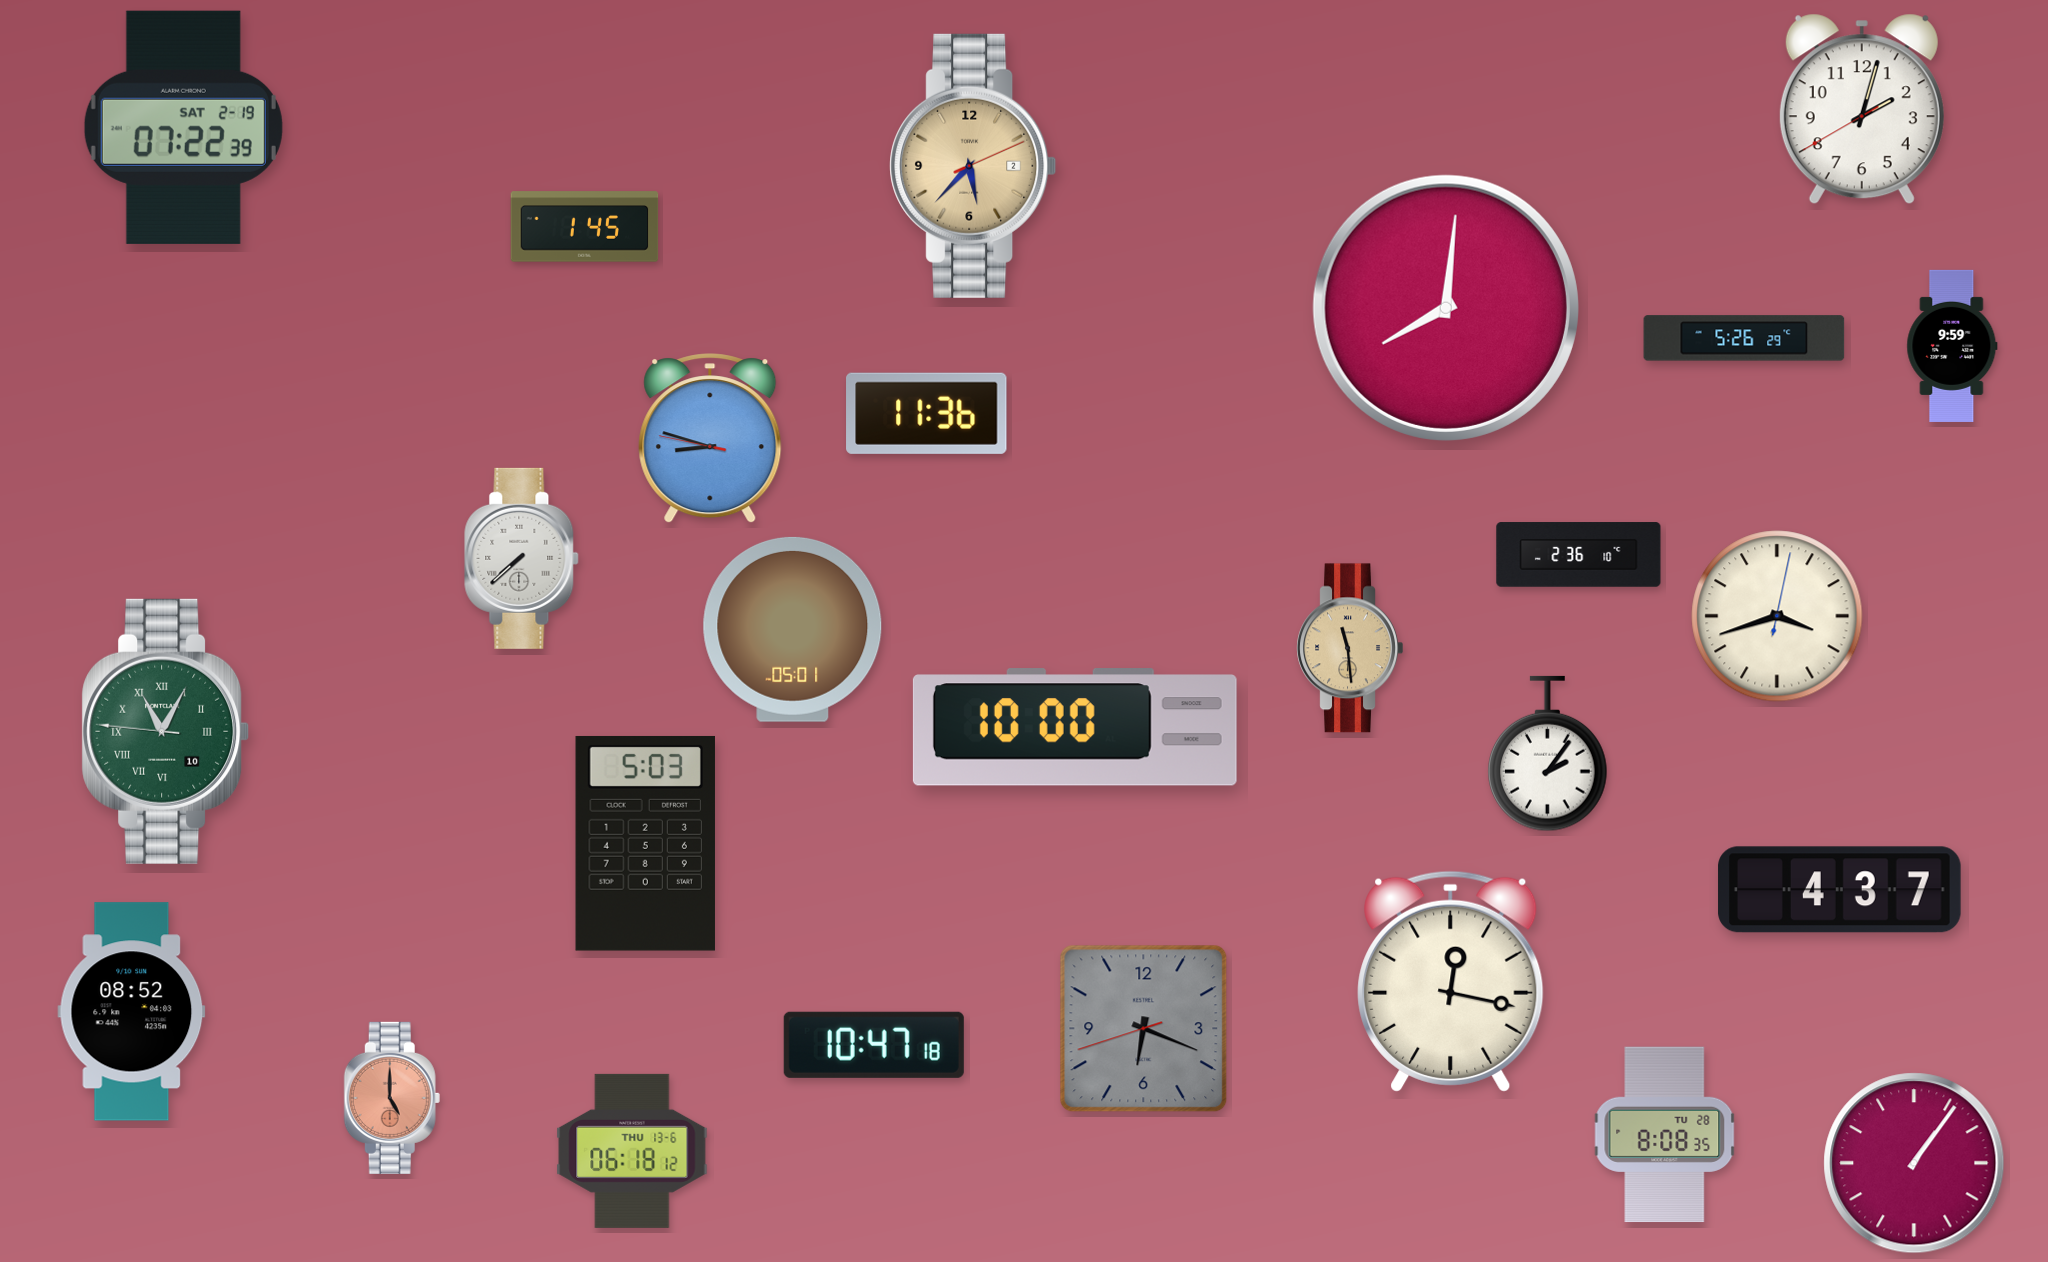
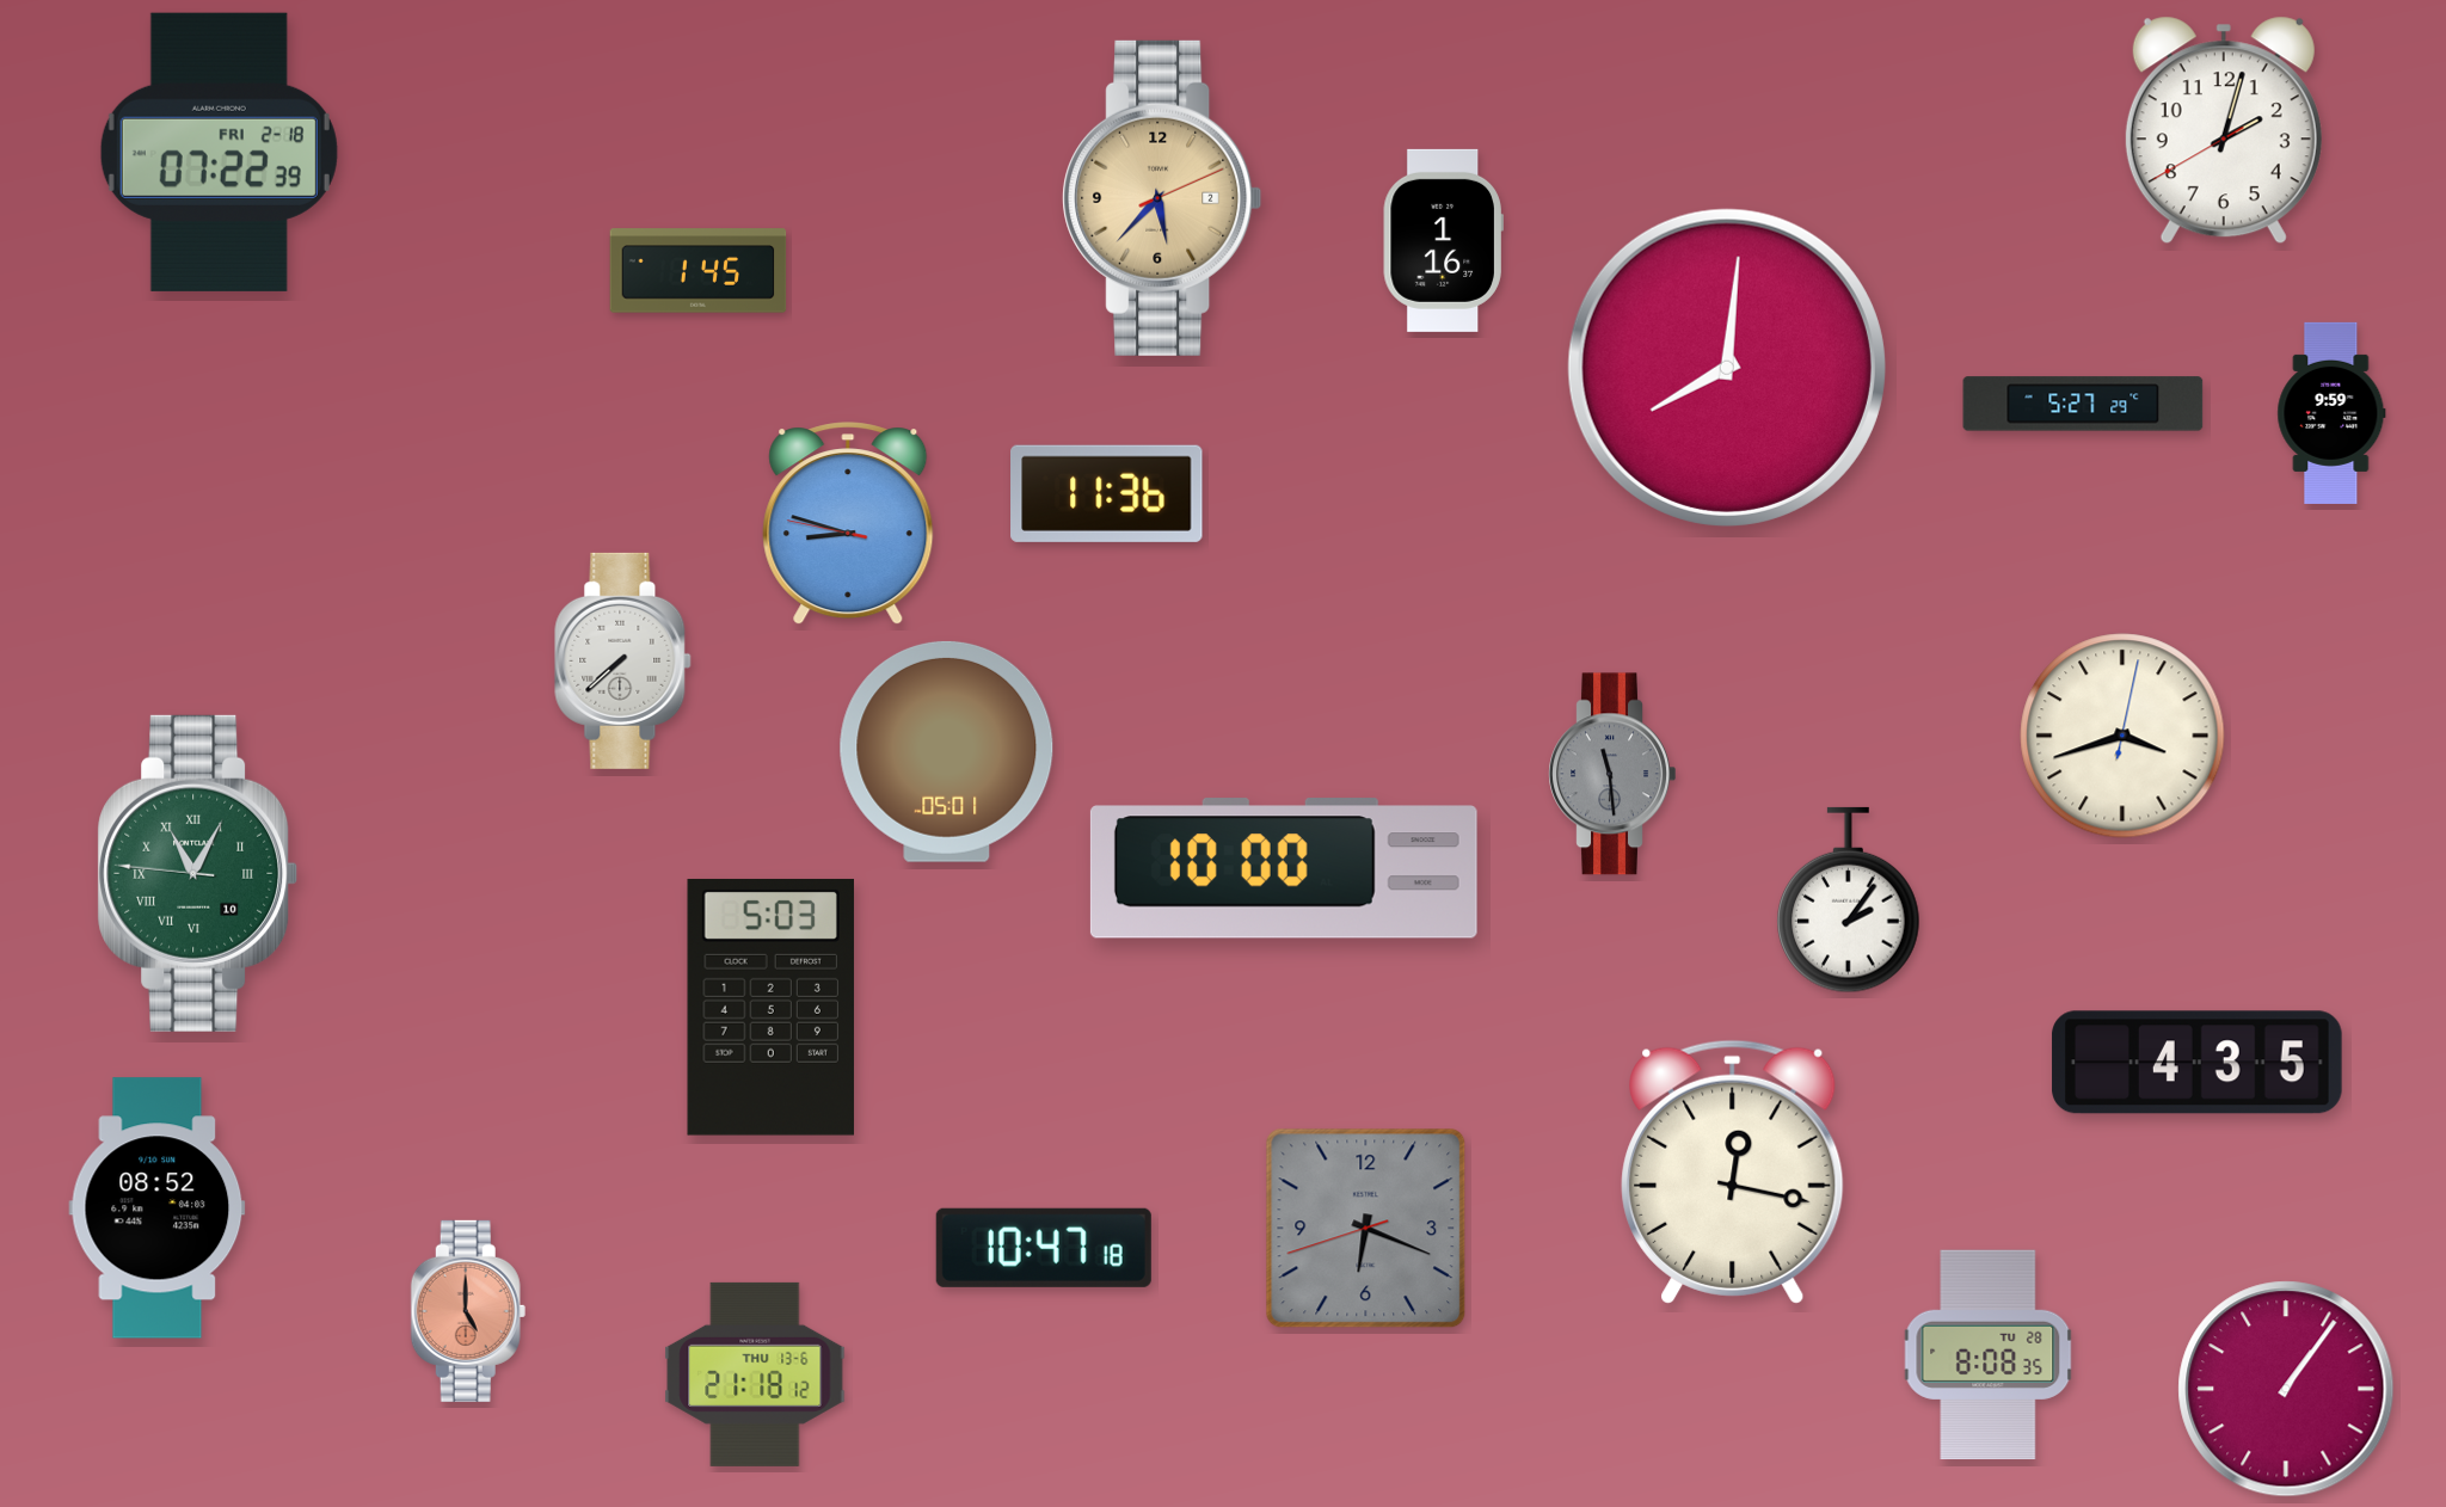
clock at (183, 127) date: SAT 2-19 -> FRI 2-18
clock at (1443, 240): none -> 1:16
clock at (1744, 338): 5:26 -> 5:27
clock at (1579, 555): 2:36 -> none
clock at (522, 558) position: (522, 558) -> (623, 660)
clock at (1350, 648) dial: champagne -> grey
clock at (1840, 890): 4:37 -> 4:35
clock at (632, 1151): 06:18 -> 21:18
